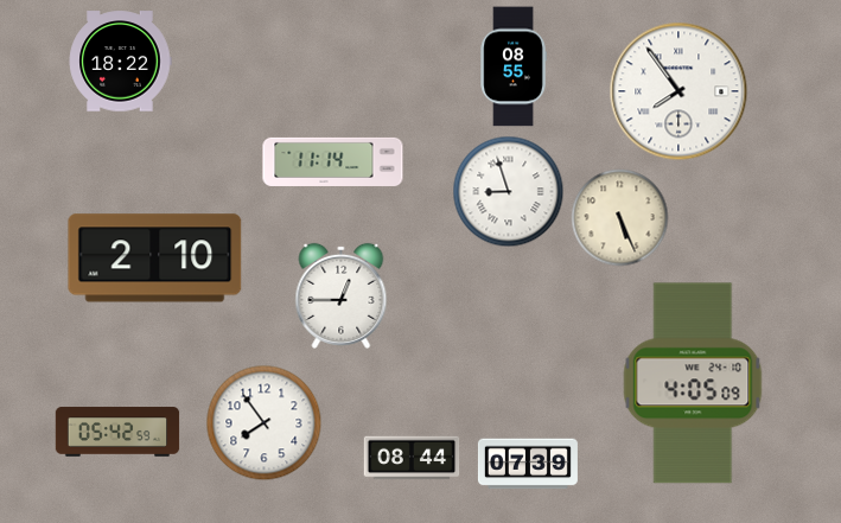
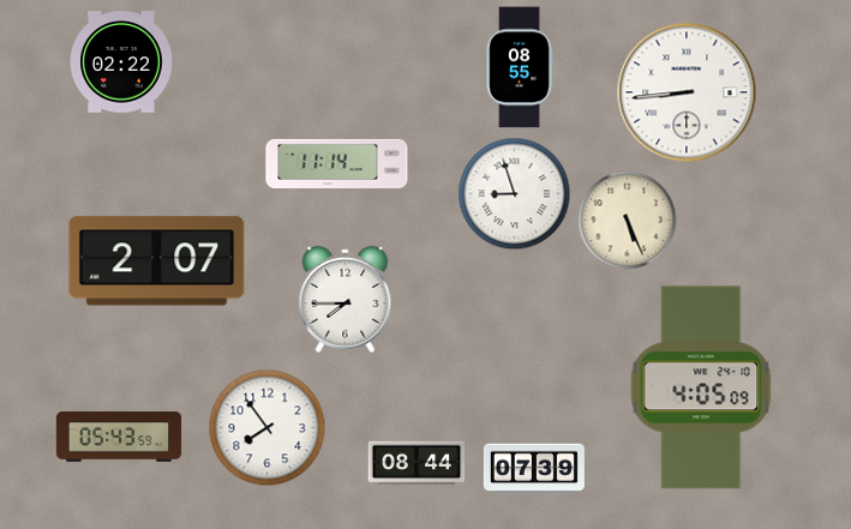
clock at (120, 62): 18:22 -> 02:22
clock at (678, 91): 7:54 -> 8:44
clock at (155, 259): 2:10 -> 2:07
clock at (342, 295): 12:45 -> 7:45
clock at (117, 432): 05:42 -> 05:43
